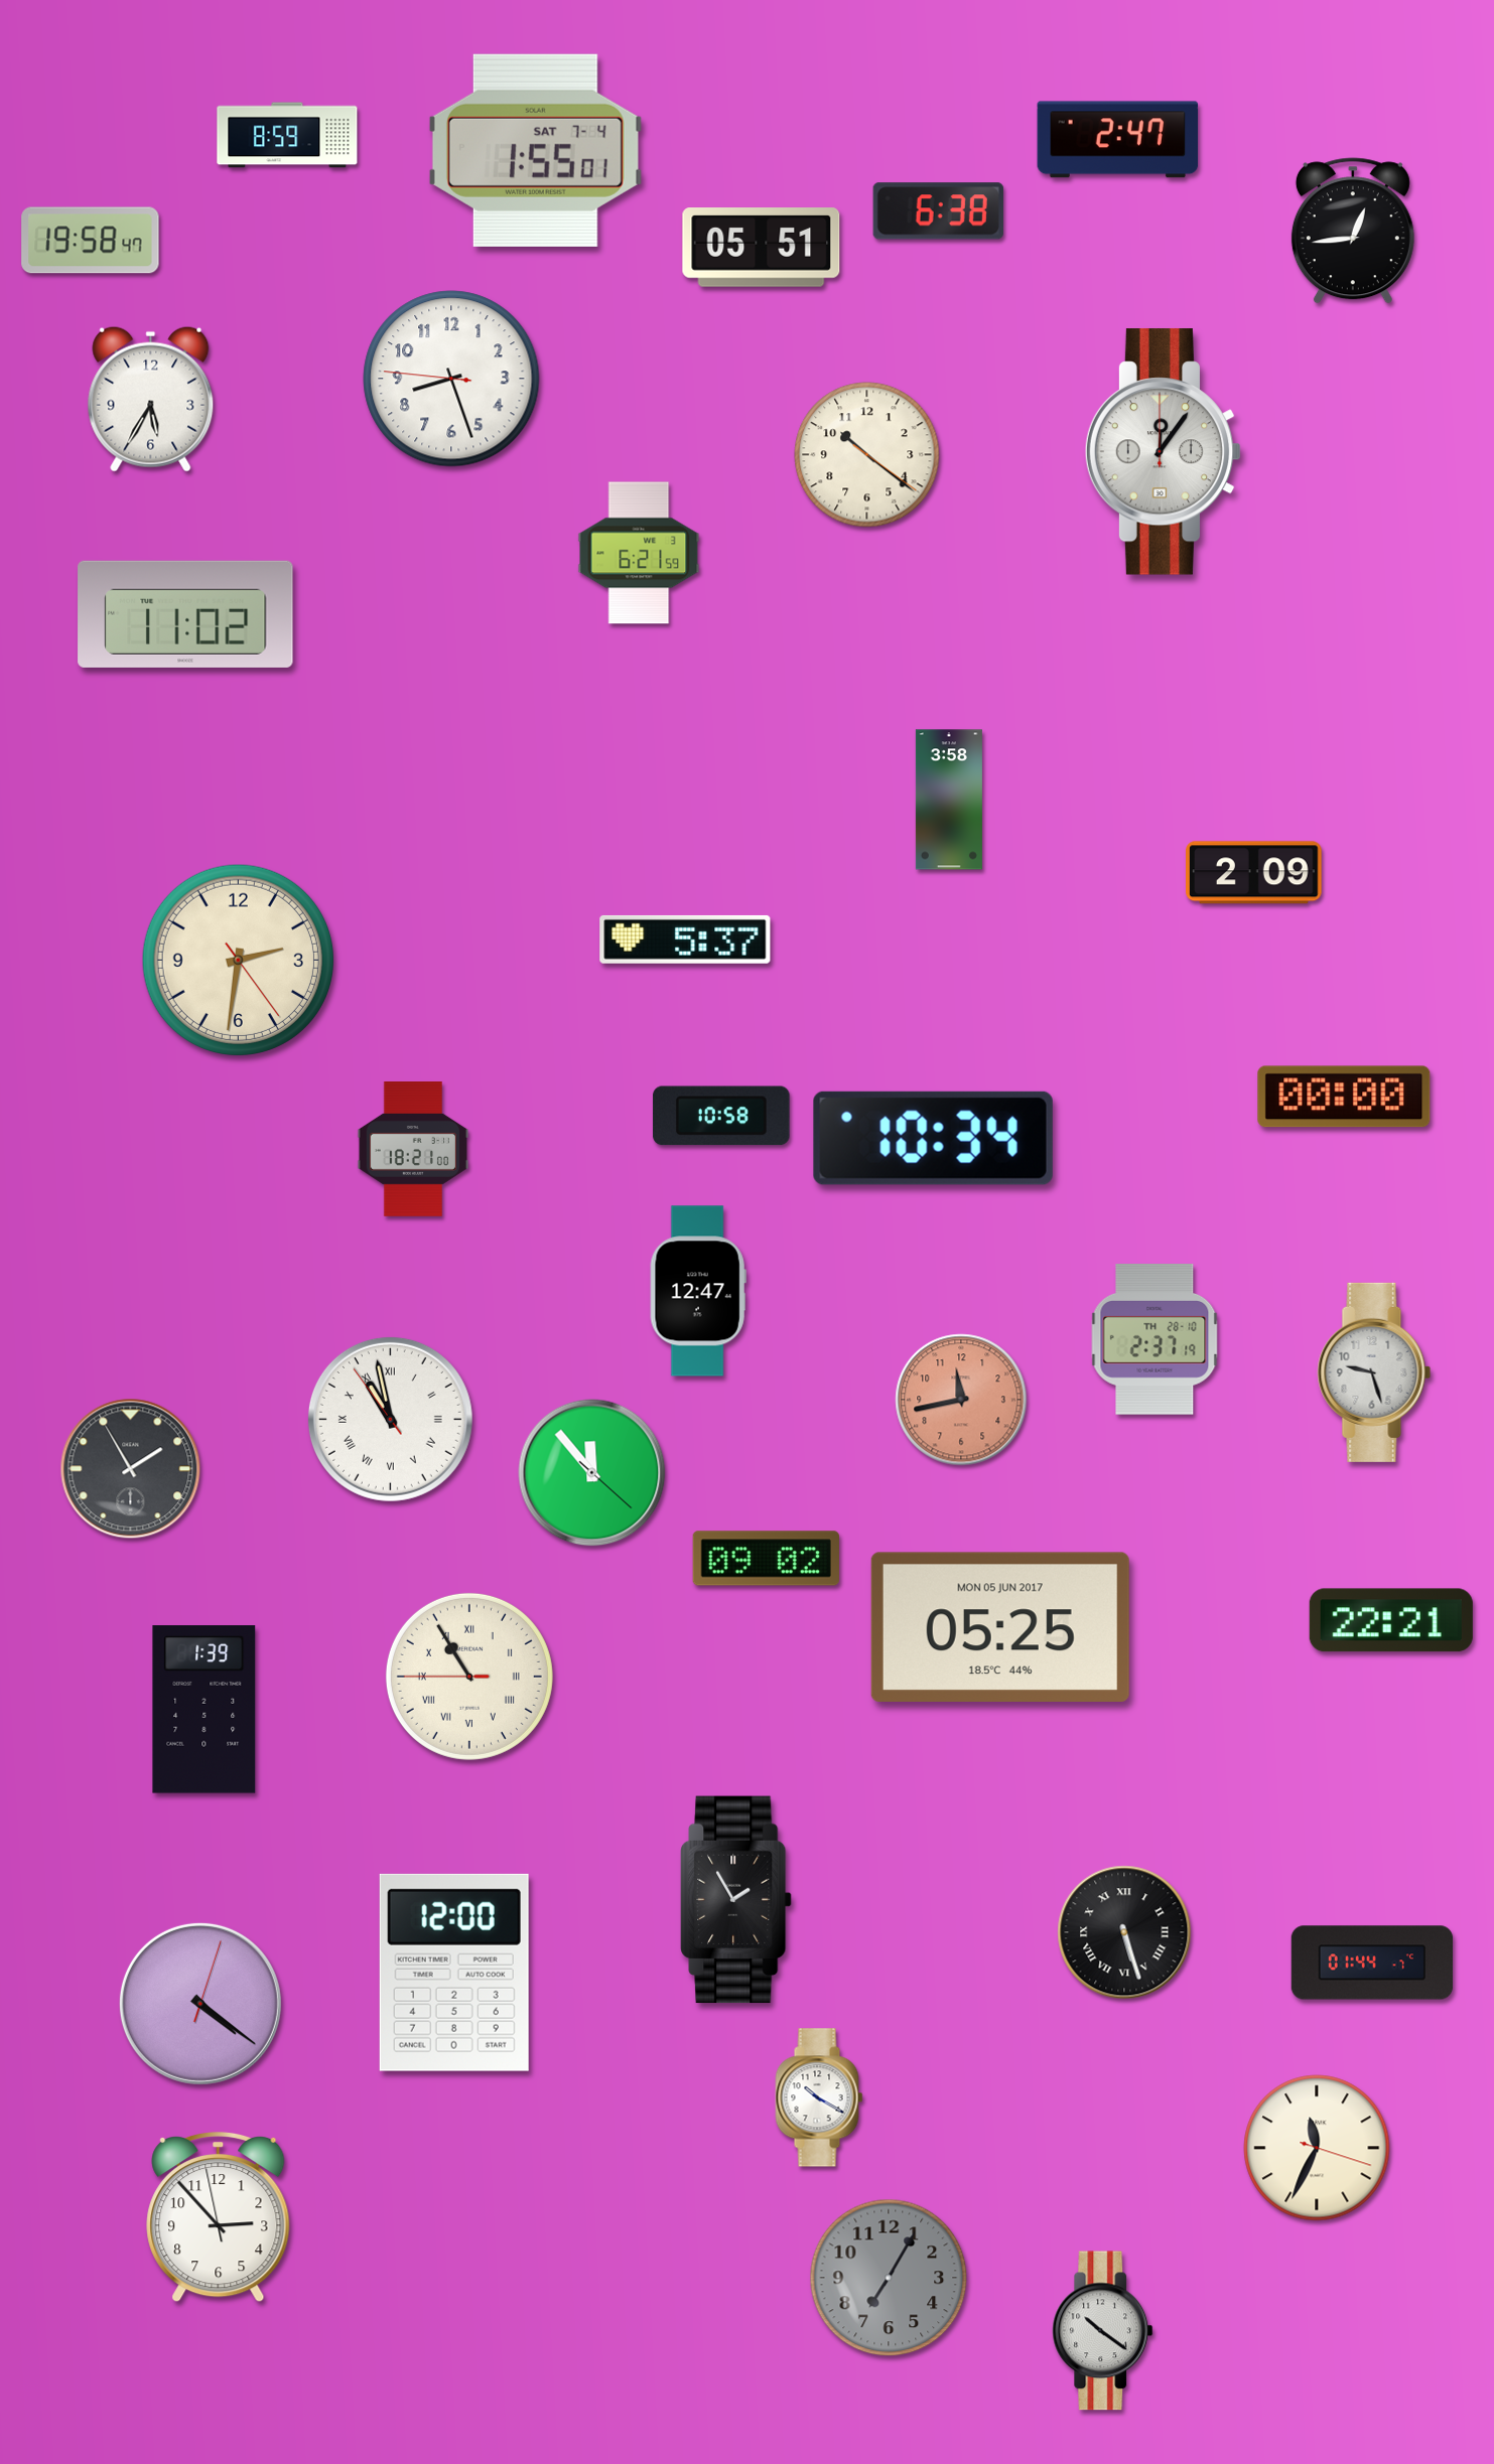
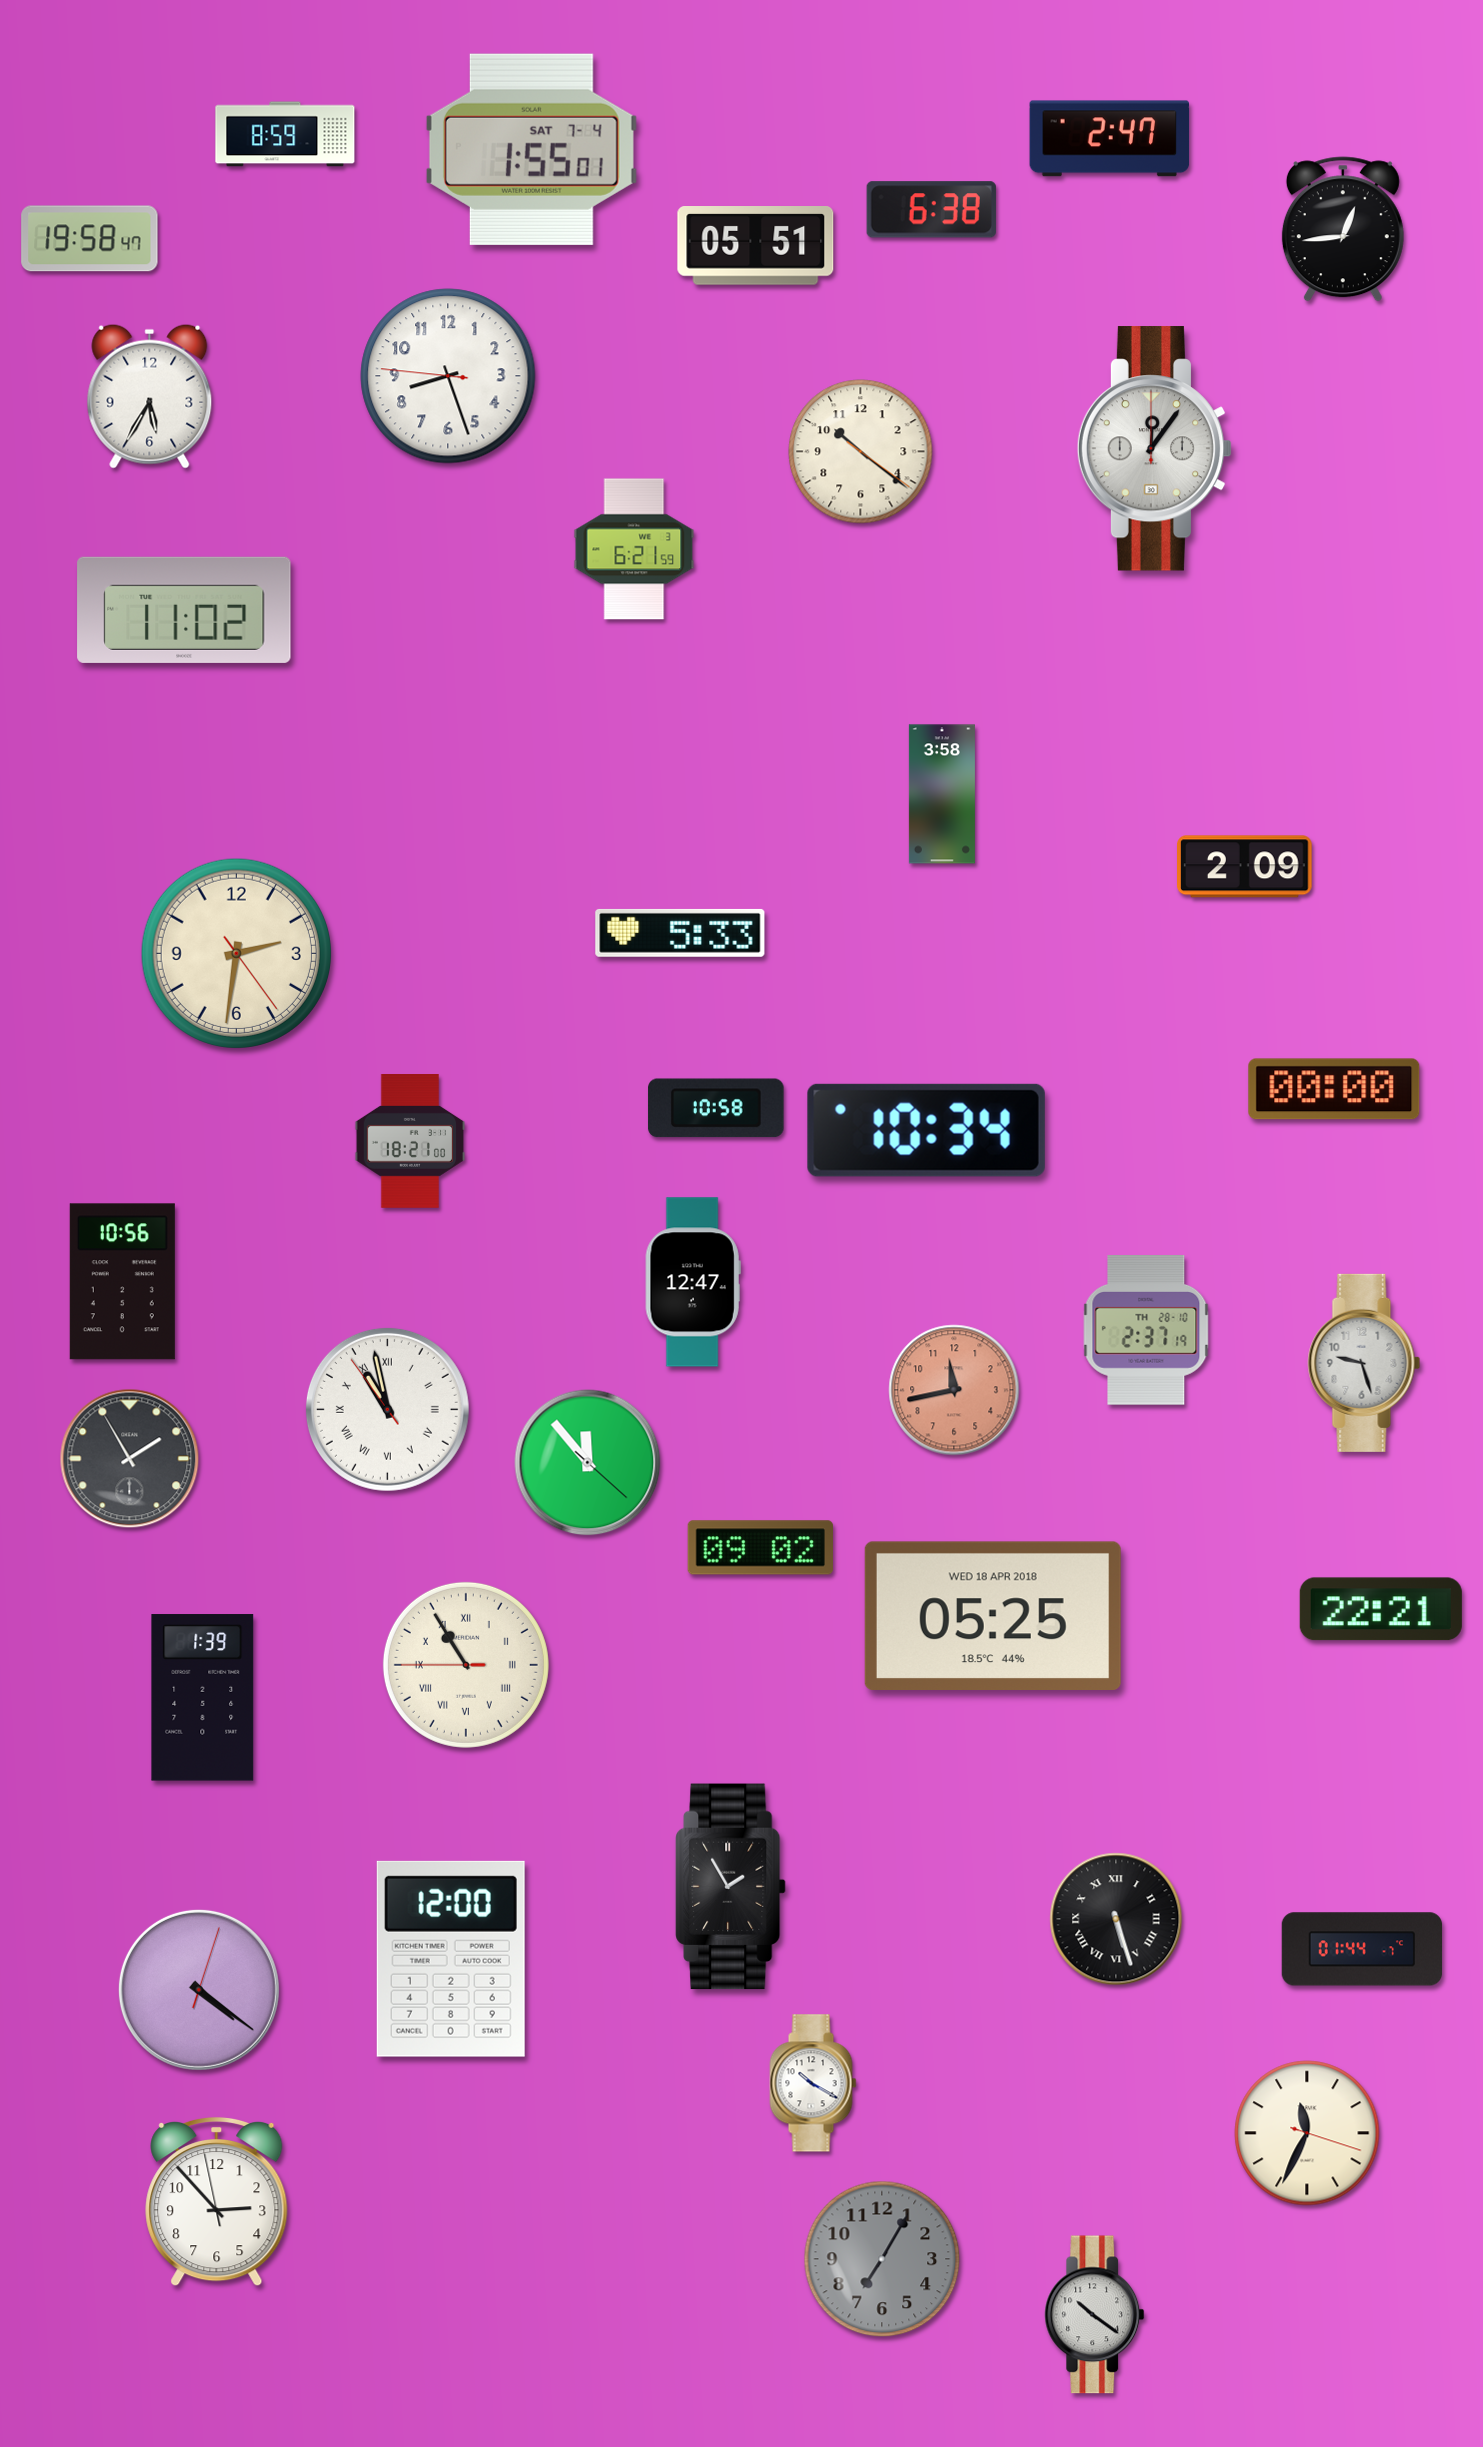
clock at (685, 939): 5:37 -> 5:33
clock at (122, 1282): none -> 10:56
clock at (1000, 1626) date: MON 05 JUN 2017 -> WED 18 APR 2018
clock at (889, 2278) position: (889, 2278) -> (882, 2259)
